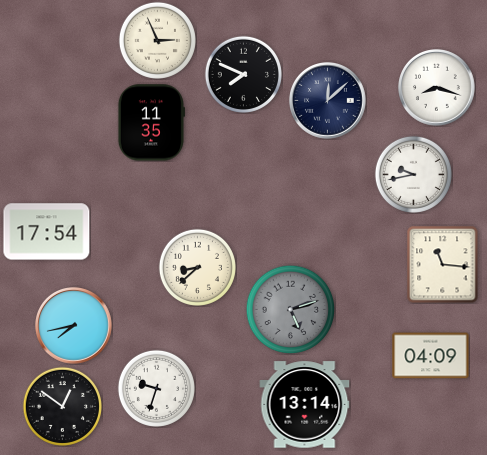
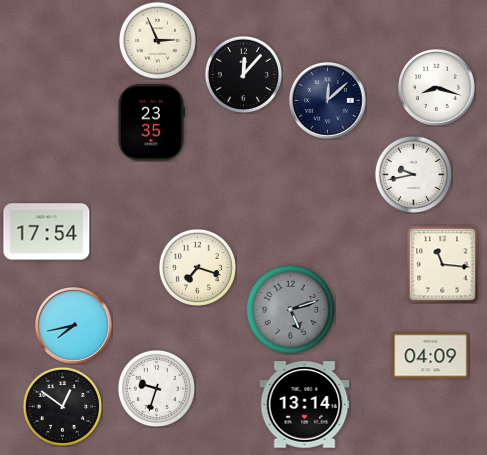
clock at (243, 74): 7:49 -> 12:07
clock at (151, 123): 11:35 -> 23:35
clock at (197, 267): 8:38 -> 7:18
